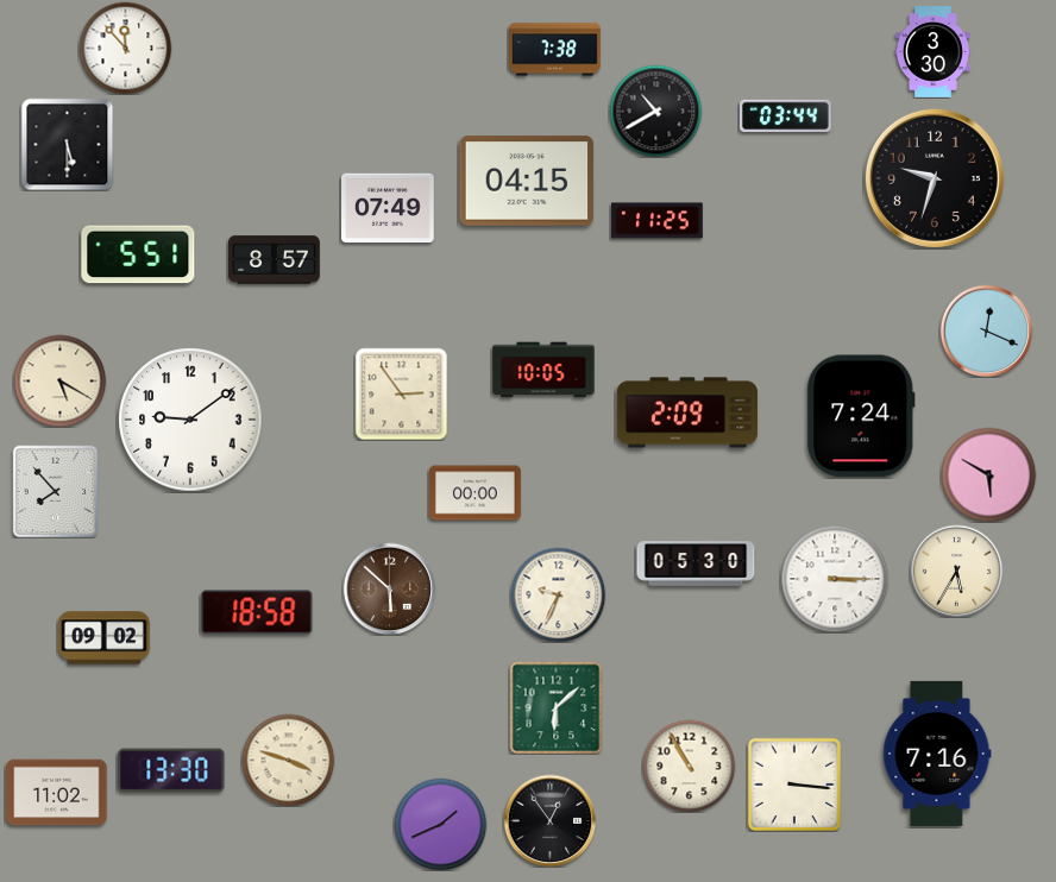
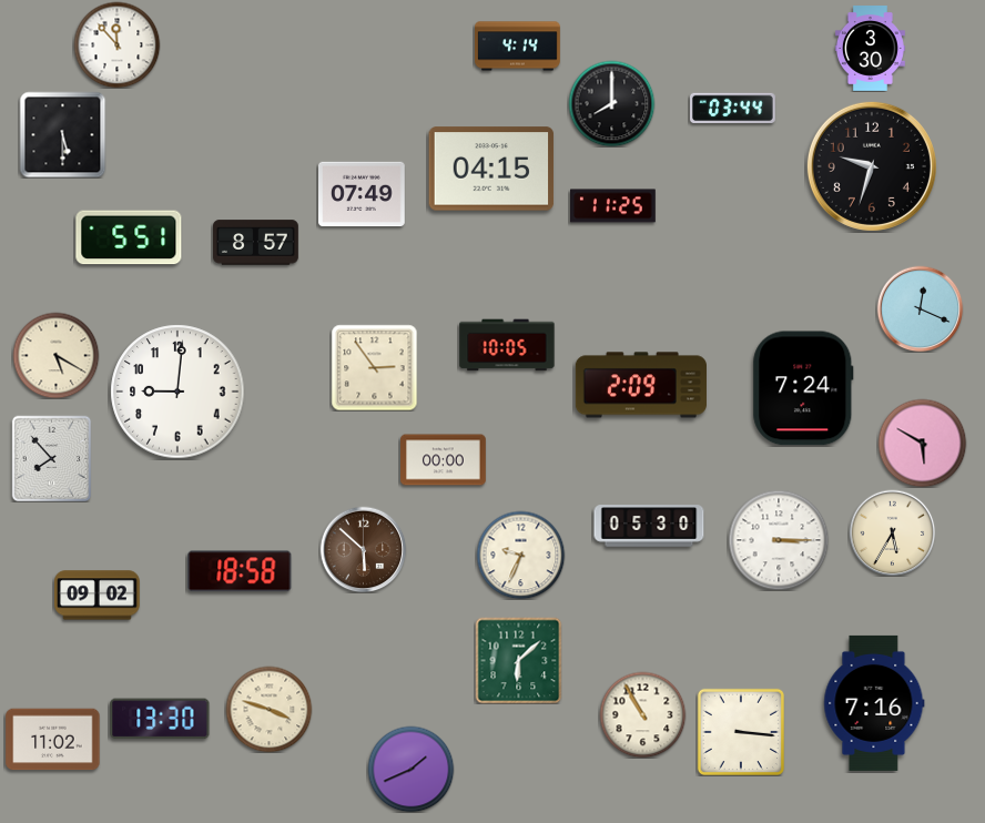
clock at (555, 50): 7:38 -> 4:14
clock at (655, 111): 10:40 -> 8:00
clock at (190, 420): 9:09 -> 9:01
clock at (549, 820): 12:54 -> none
